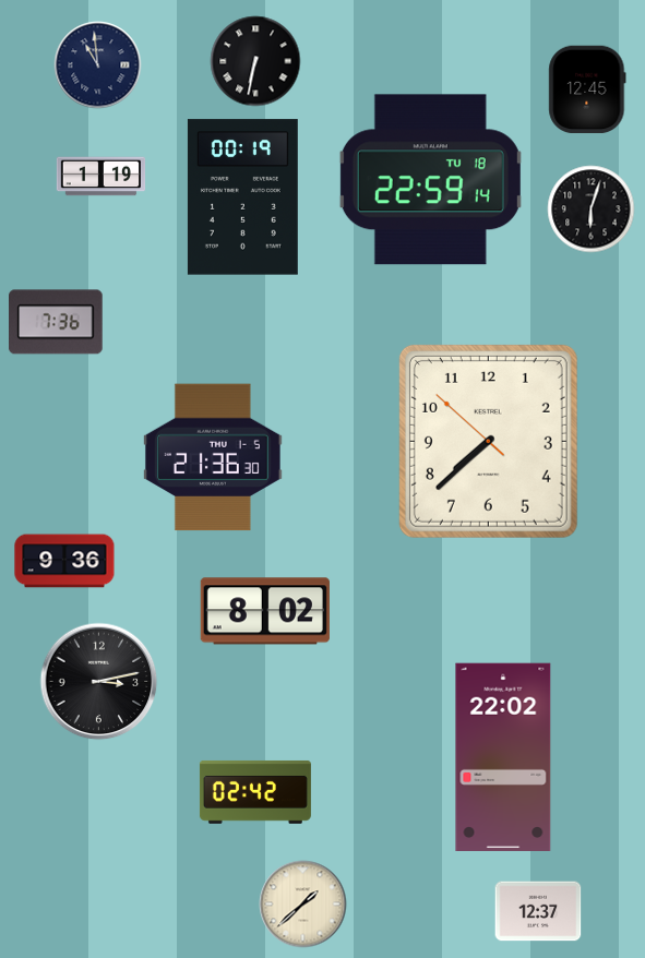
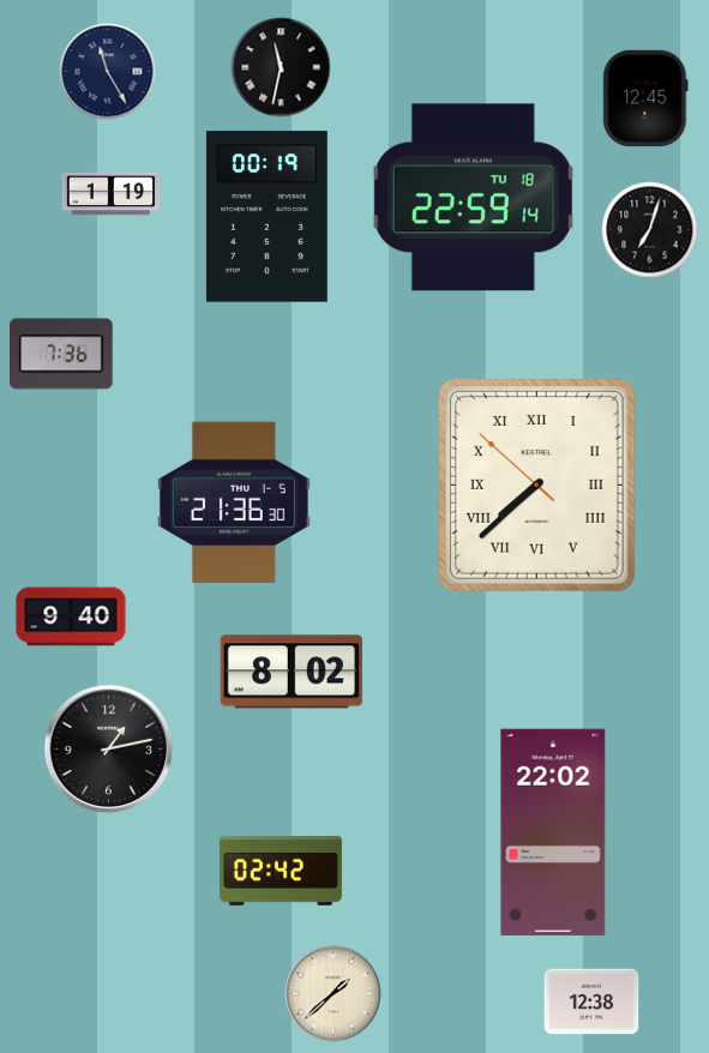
clock at (255, 61): 6:32 -> 11:32
clock at (98, 65): 10:59 -> 11:25
clock at (592, 209): 6:03 -> 7:03
clock at (488, 441) numerals: Arabic -> Roman
clock at (64, 561): 9:36 -> 9:40
clock at (99, 682): 3:13 -> 1:13
clock at (538, 911): 12:37 -> 12:38
